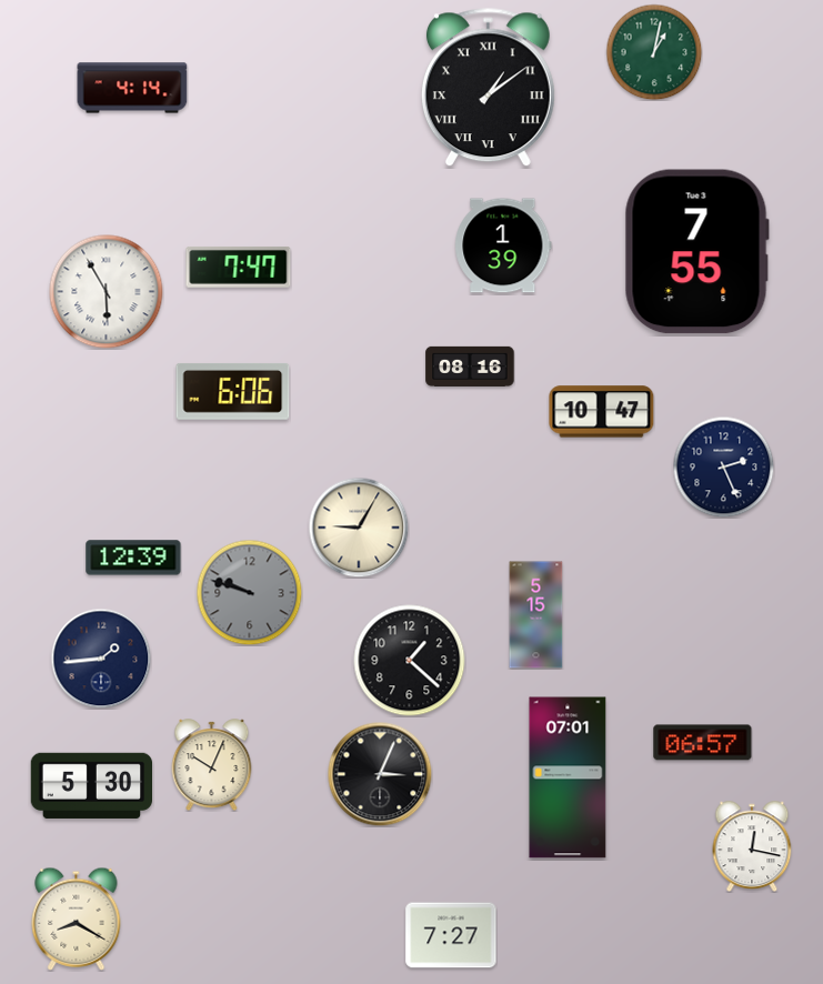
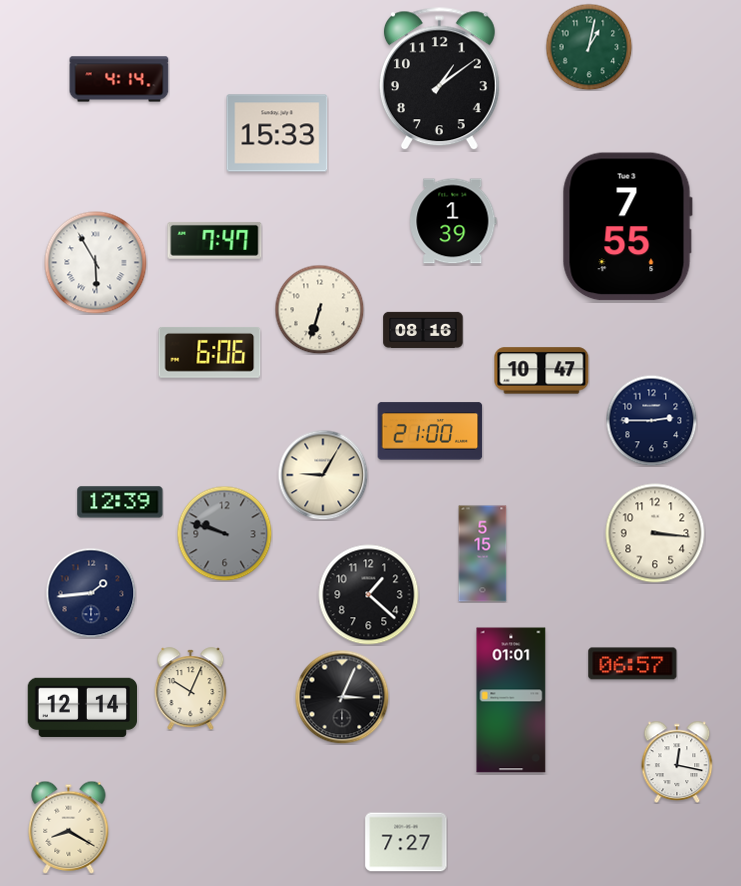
clock at (488, 88) numerals: Roman -> Arabic
clock at (277, 133): none -> 15:33
clock at (319, 309): none -> 6:33
clock at (723, 466): 2:26 -> 2:45
clock at (430, 431): none -> 21:00
clock at (655, 533): none -> 3:16
clock at (703, 743) position: (703, 743) -> (633, 664)
clock at (568, 777): 07:01 -> 01:01
clock at (92, 785): 5:30 -> 12:14
